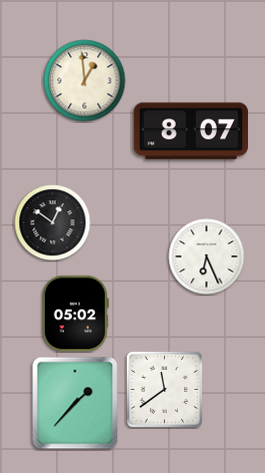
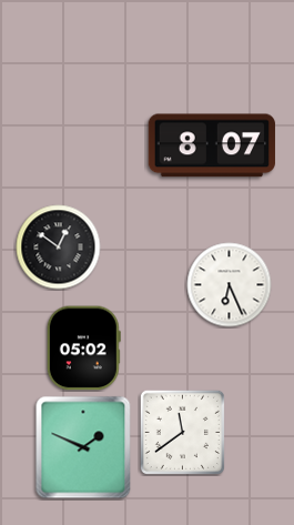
clock at (85, 81): 12:59 -> none
clock at (75, 403): 1:37 -> 1:49
